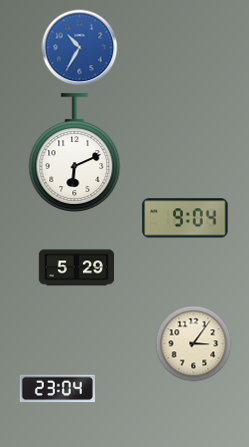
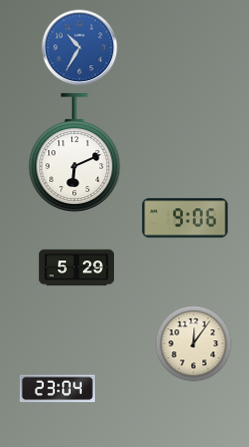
clock at (185, 218): 9:04 -> 9:06
clock at (194, 344): 3:06 -> 12:06
